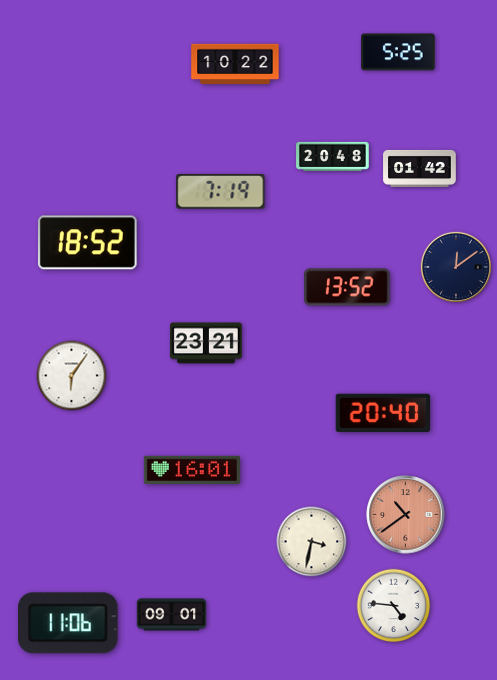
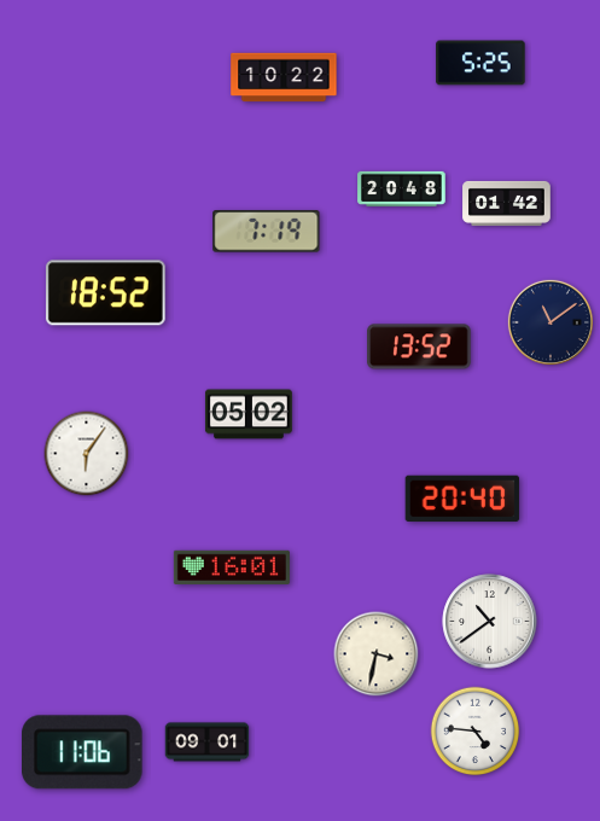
clock at (456, 267): 12:09 -> 11:09
clock at (206, 343): 23:21 -> 05:02
clock at (406, 515) dial: salmon -> white
